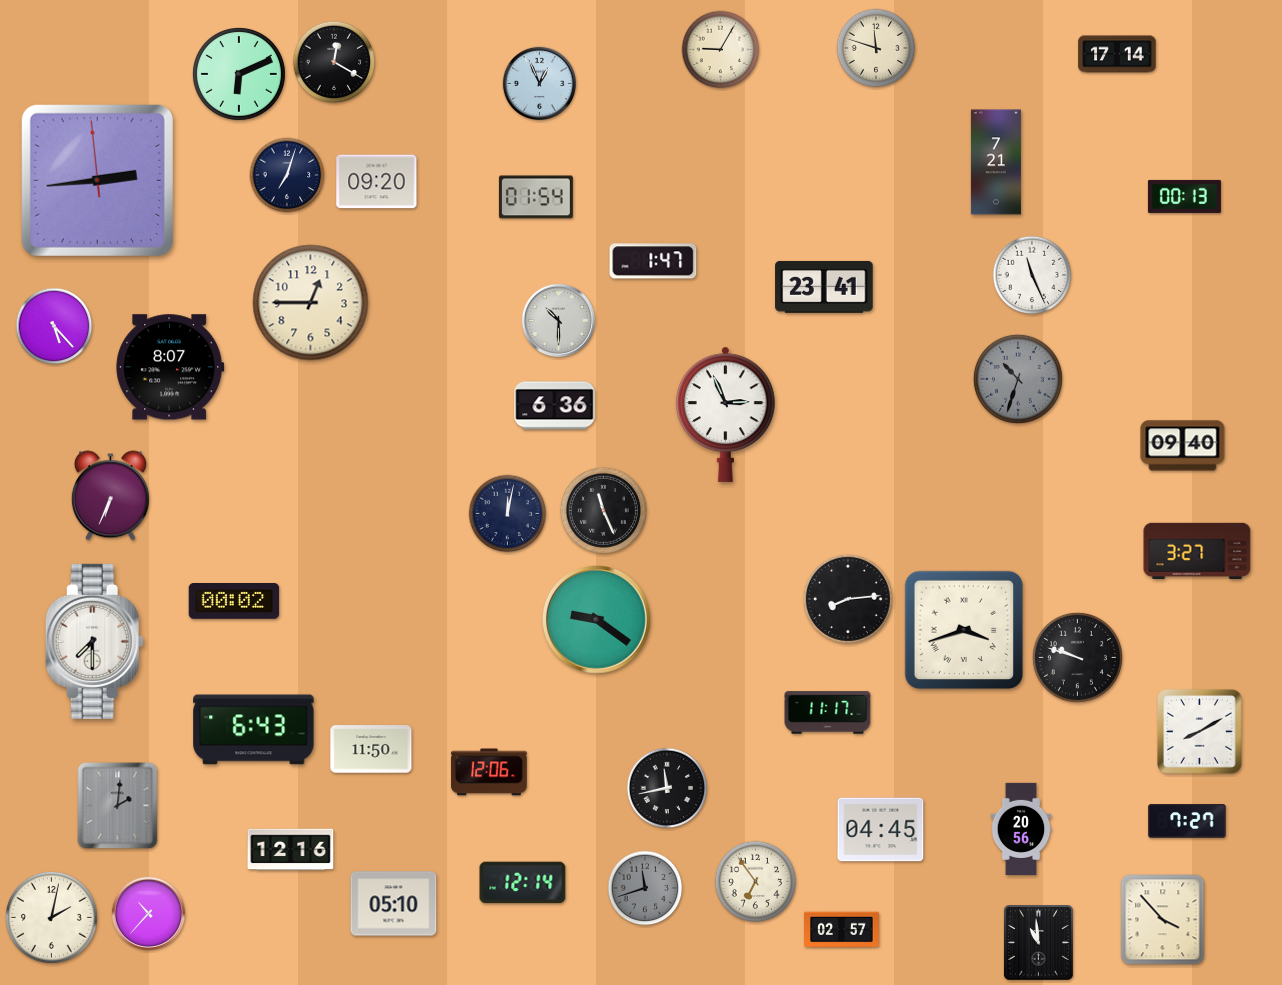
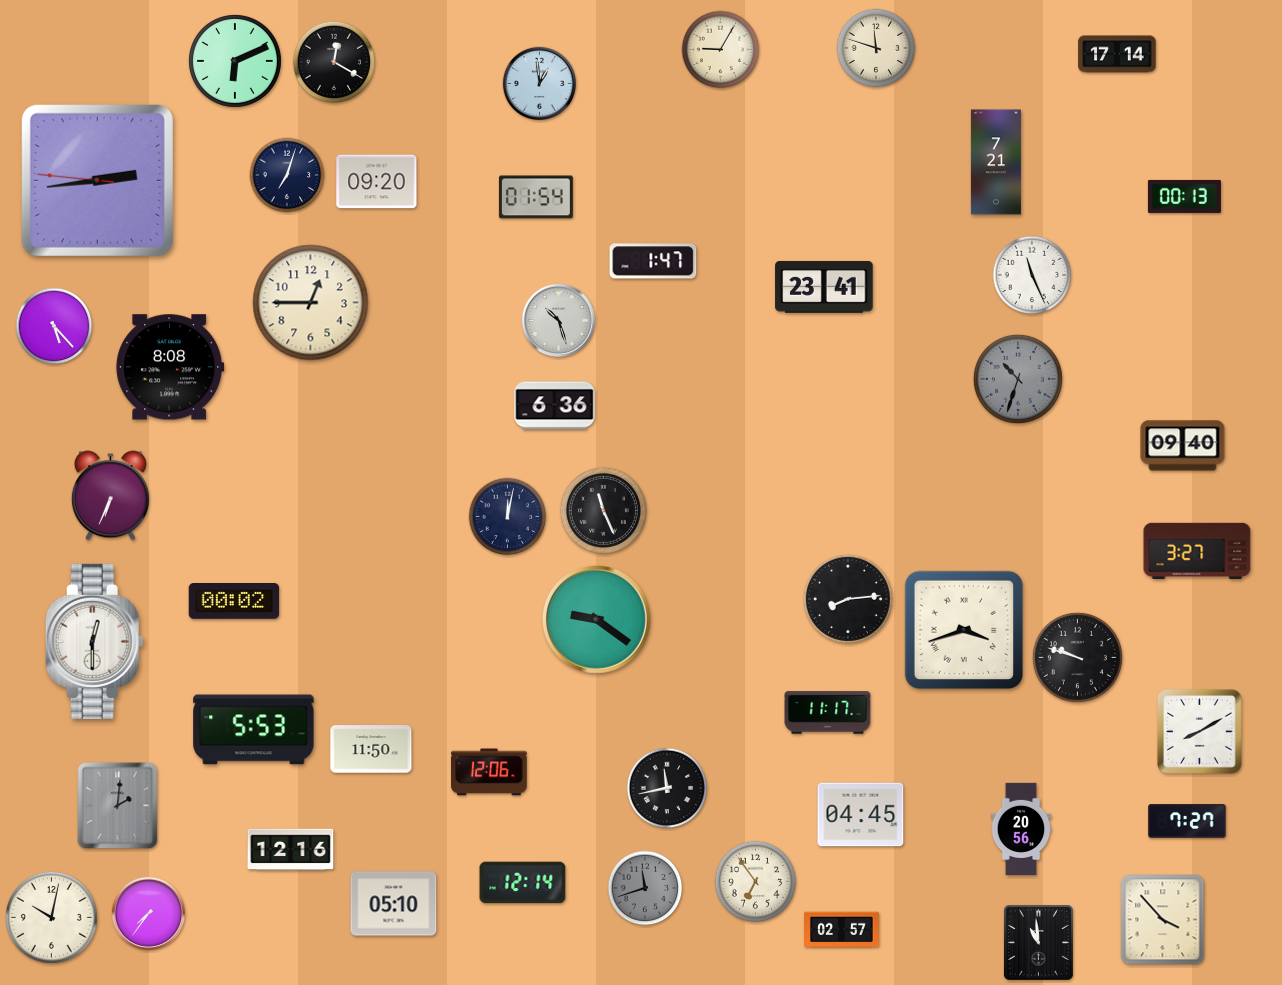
clock at (239, 74) position: (239, 74) -> (235, 61)
clock at (539, 83): 12:56 -> 12:59
clock at (97, 180): 2:43:59 -> 2:43:46
clock at (558, 320): 10:30 -> 10:27
clock at (170, 367): 8:07 -> 8:08
clock at (726, 414): 2:56 -> none
clock at (508, 514) position: (508, 514) -> (508, 517)
clock at (94, 641): 7:30 -> 12:30
clock at (254, 730): 6:43 -> 5:53
clock at (881, 830) position: (881, 830) -> (861, 815)
clock at (148, 913): 10:37 -> 7:36
clock at (51, 917): 2:02 -> 10:02
